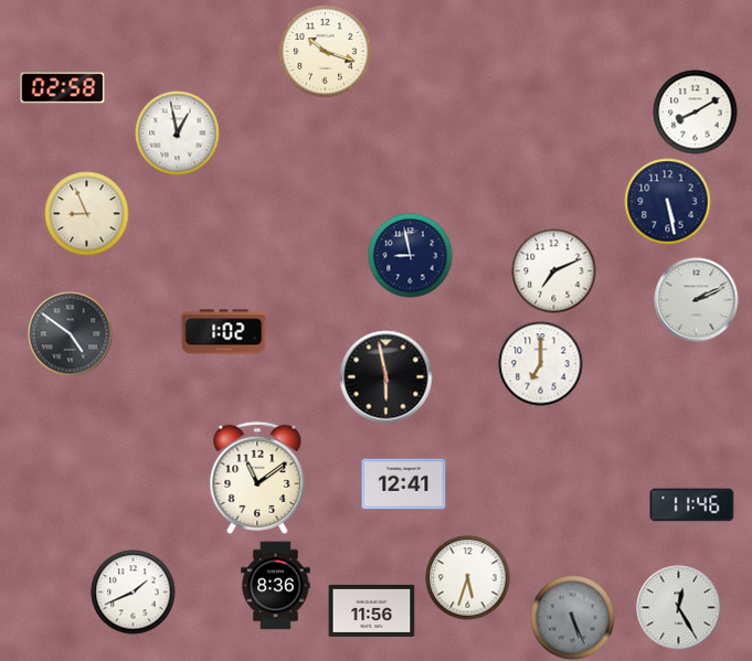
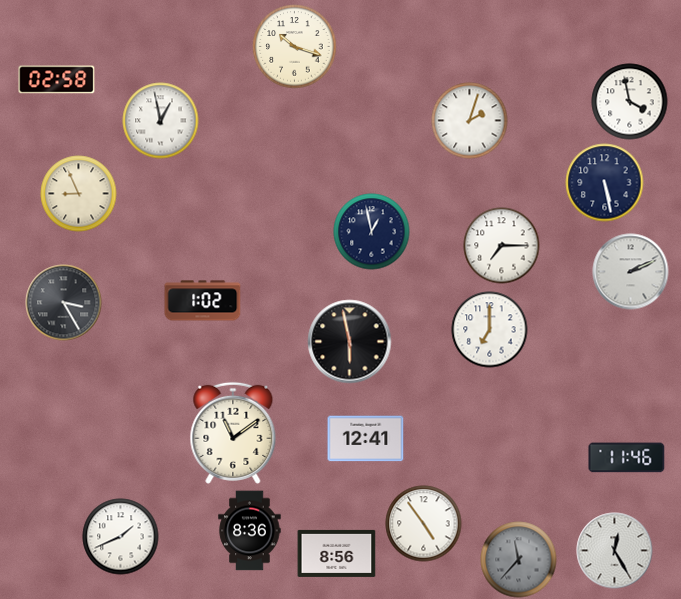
clock at (696, 113): 8:10 -> 3:58
clock at (470, 121): none -> 2:03
clock at (411, 256): 8:58 -> 12:58
clock at (554, 271): 7:11 -> 7:15
clock at (71, 334): 4:51 -> 3:25
clock at (468, 578): 5:33 -> 4:54
clock at (372, 610): 11:56 -> 8:56
clock at (573, 618): 5:26 -> 11:37
